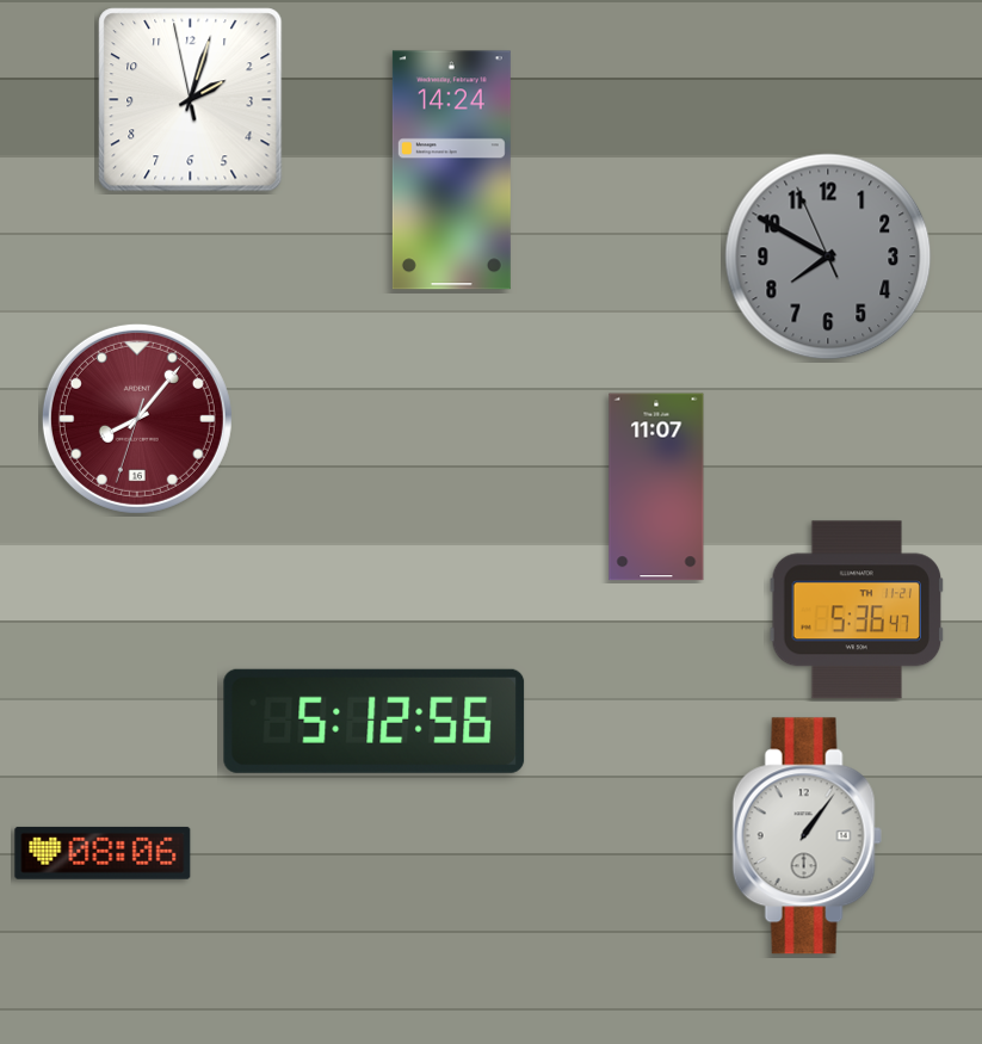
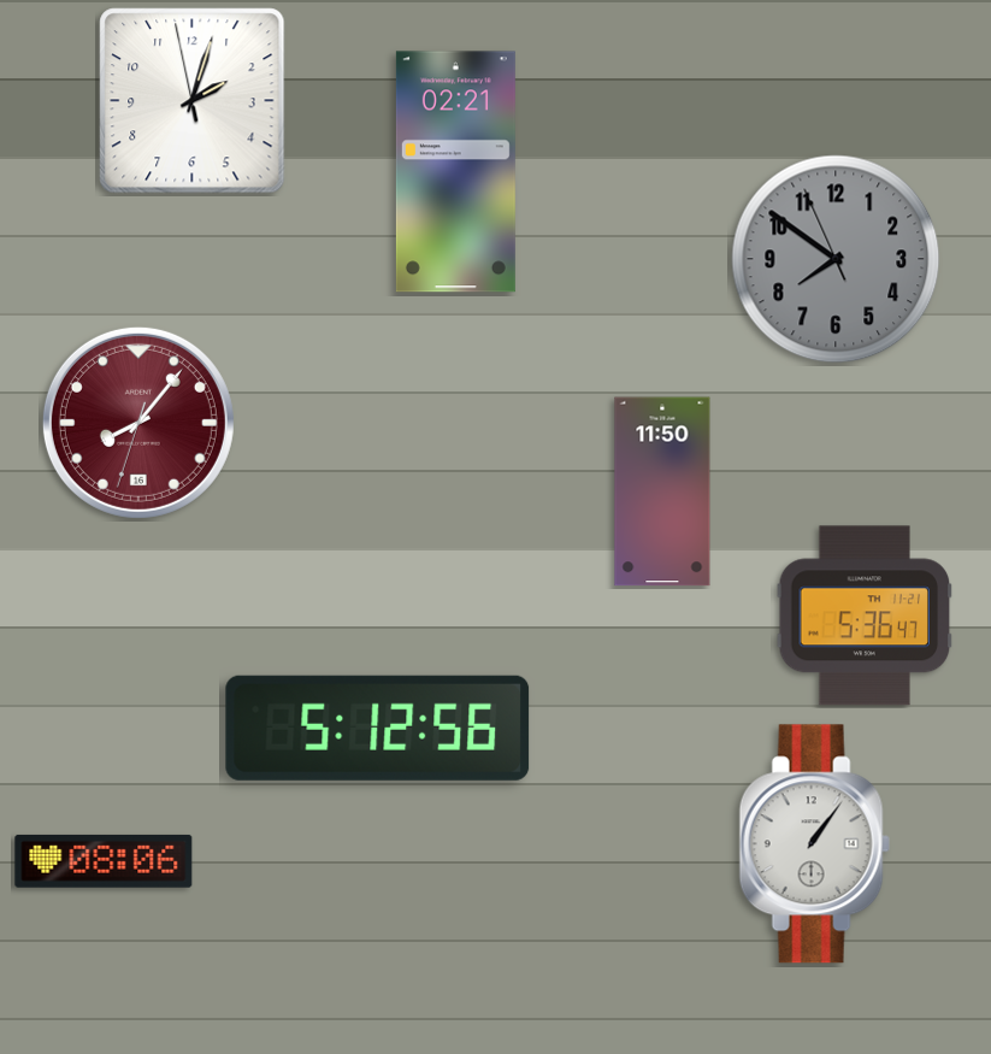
clock at (451, 171): 14:24 -> 02:21
clock at (828, 257): 7:49 -> 7:50
clock at (656, 487): 11:07 -> 11:50
